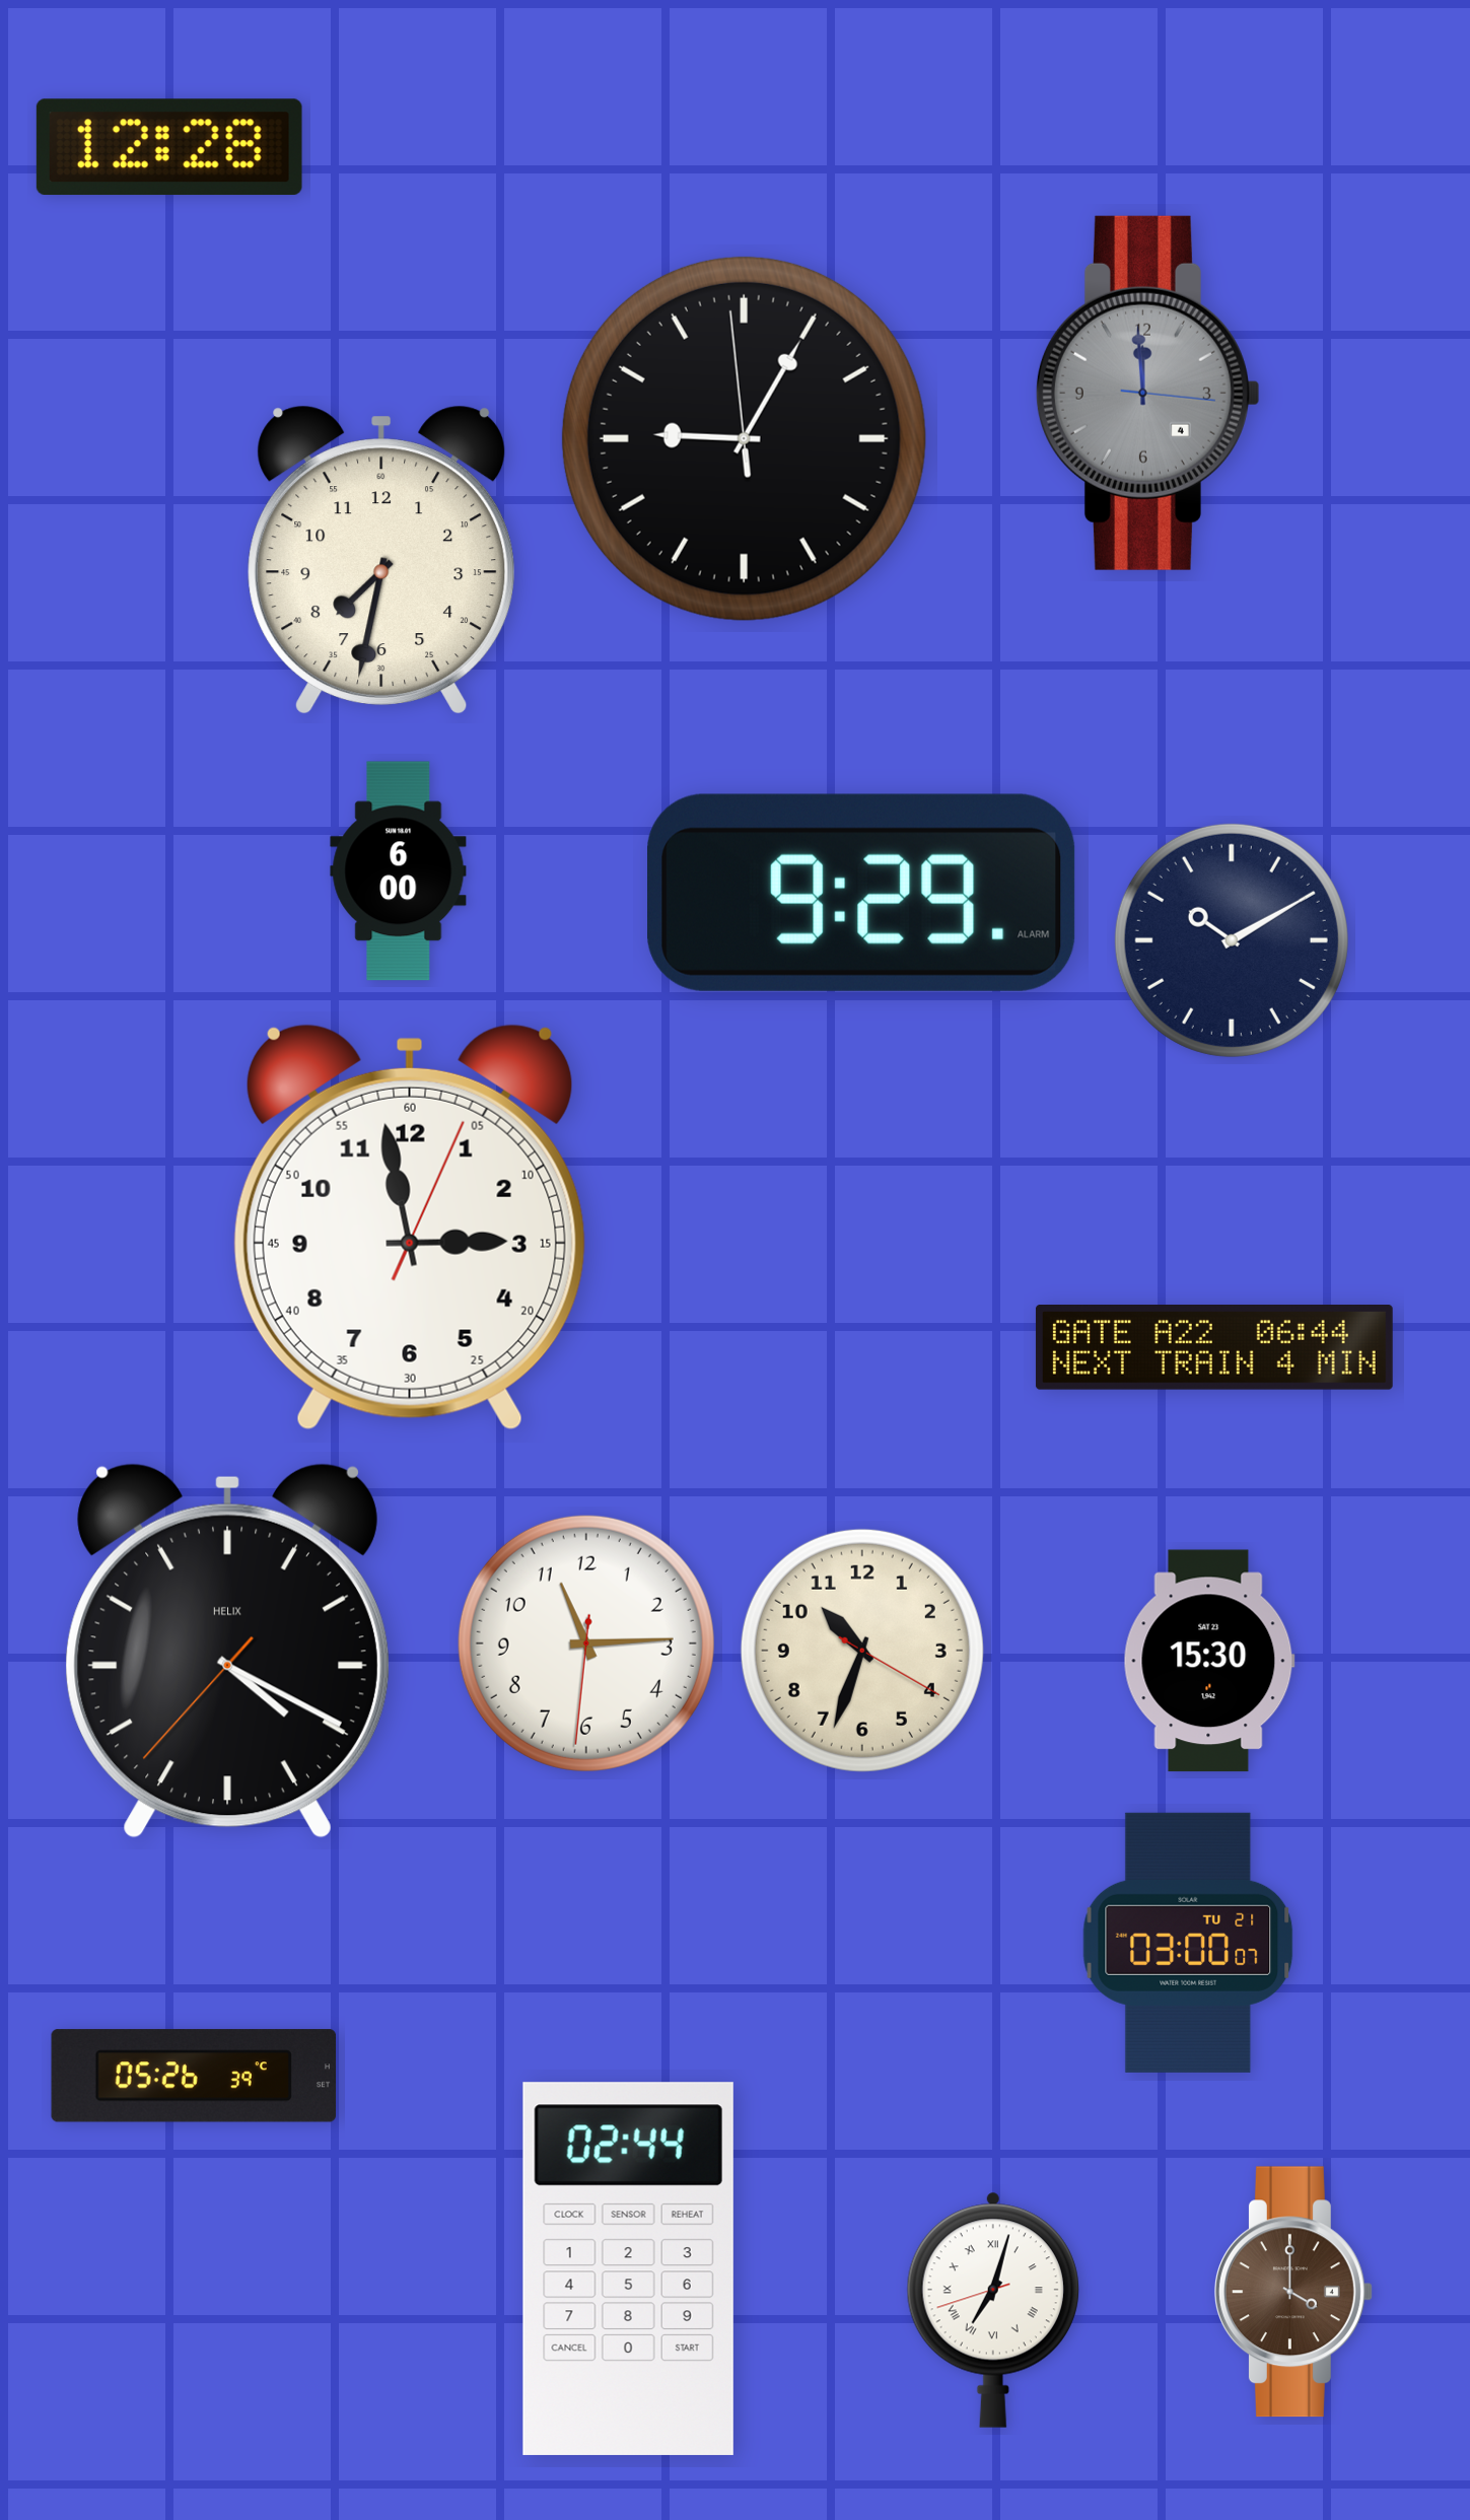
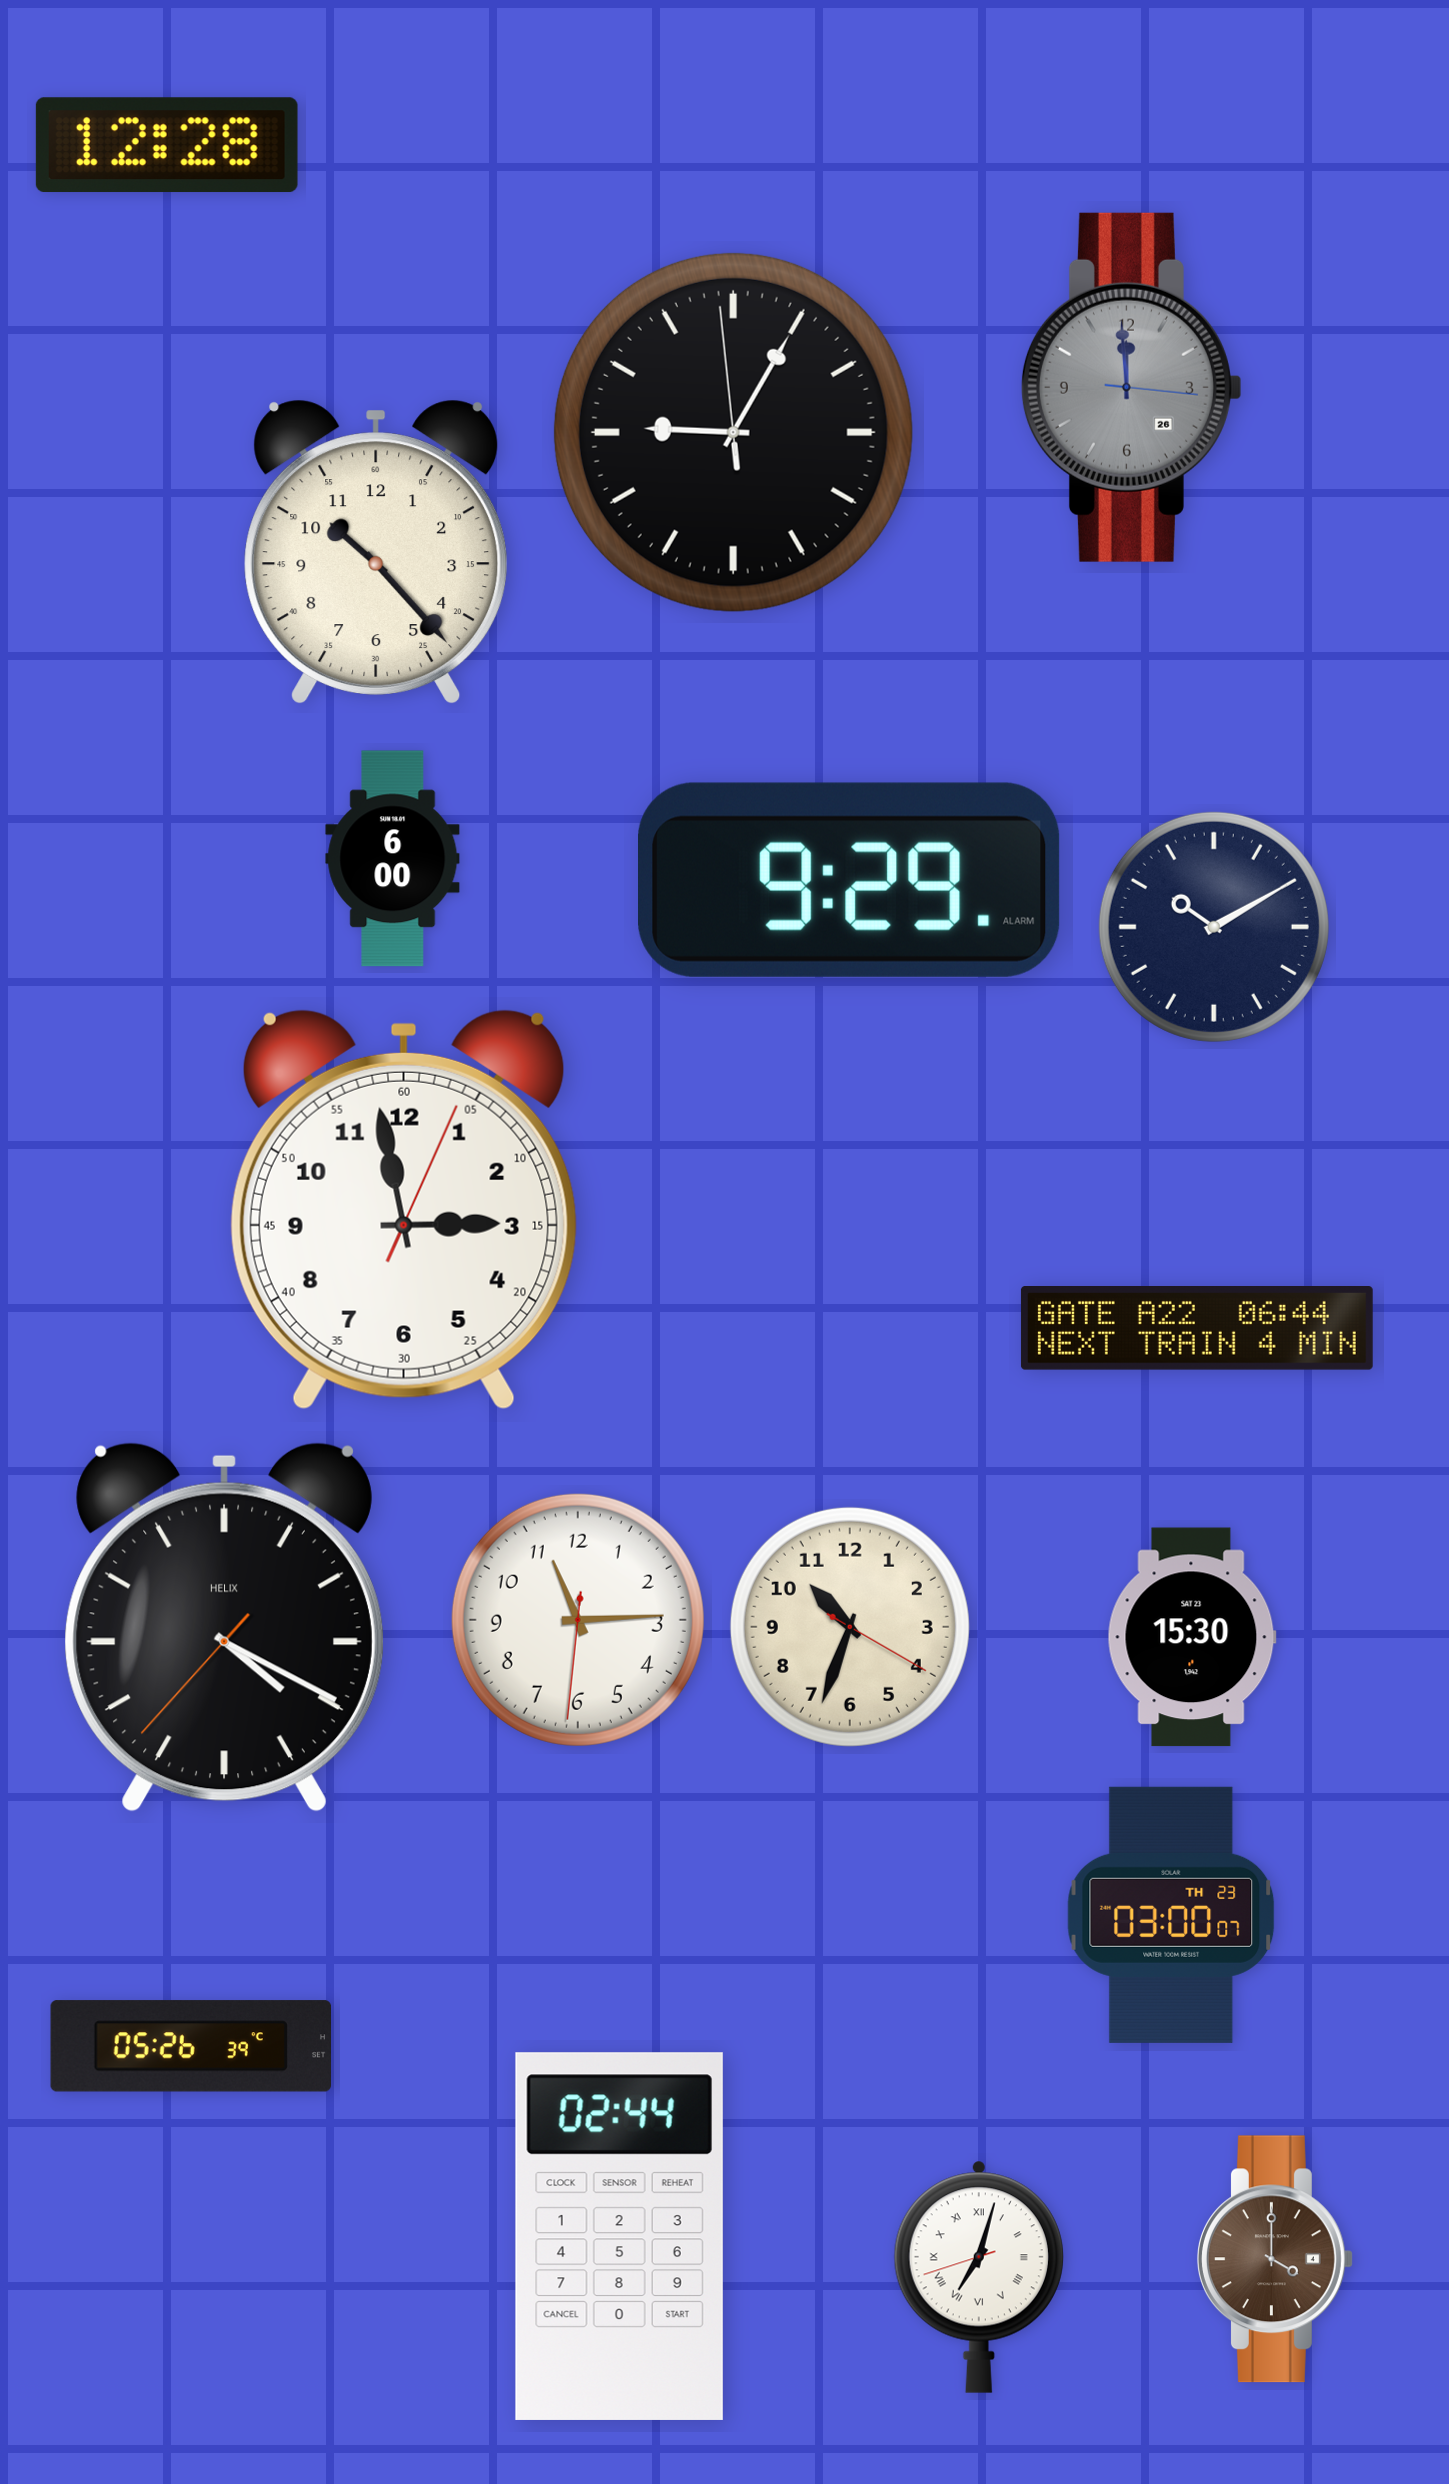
clock at (1147, 393) date: 4 -> 26
clock at (381, 559): 7:32 -> 10:23
clock at (1188, 1943) date: TU 21 -> TH 23
